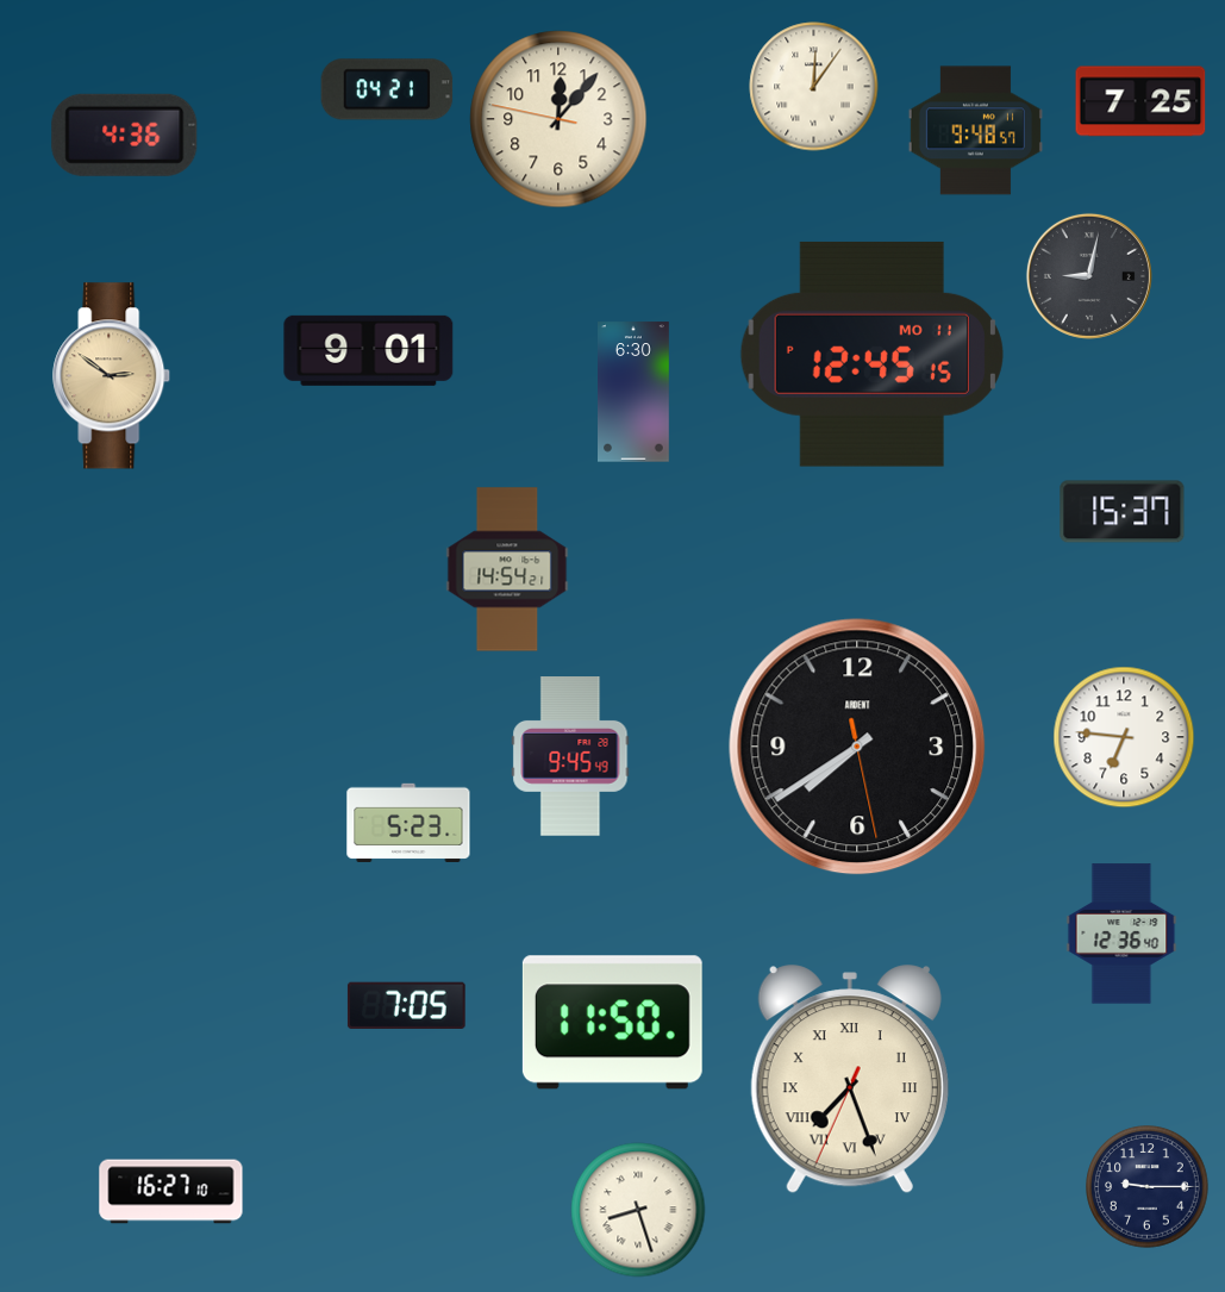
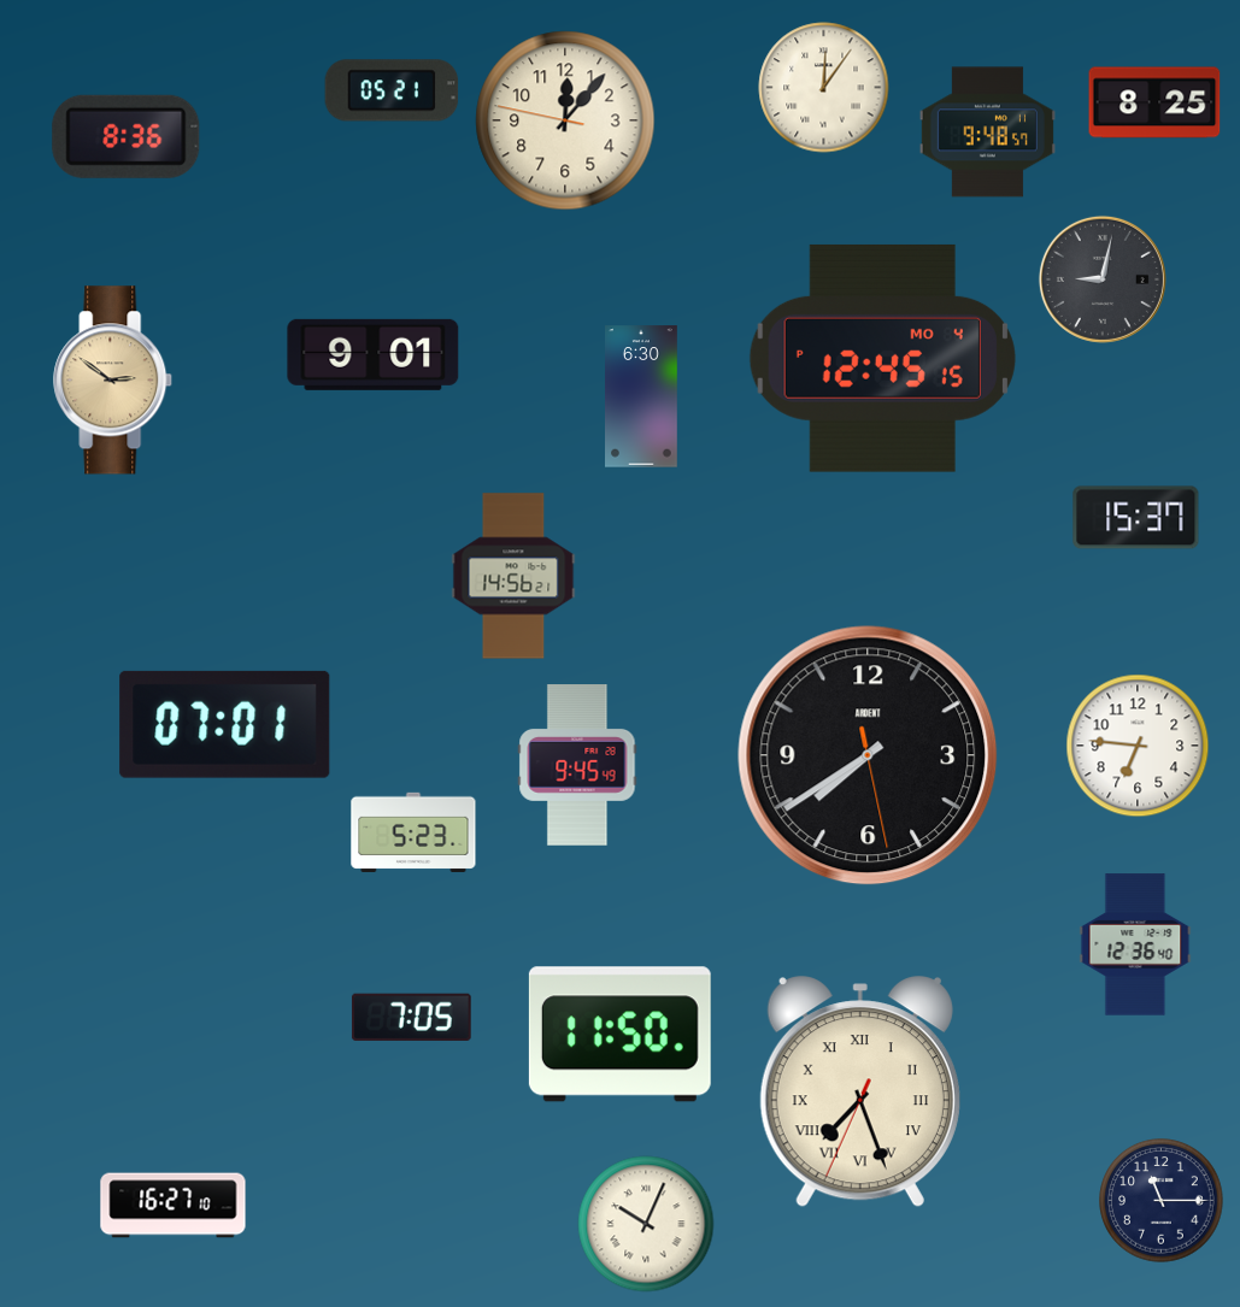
clock at (387, 89): 04:21 -> 05:21
clock at (1140, 101): 7:25 -> 8:25
clock at (125, 135): 4:36 -> 8:36
clock at (871, 354) date: MO 11 -> MO 4
clock at (507, 569): 14:54 -> 14:56
clock at (225, 724): none -> 07:01
clock at (1148, 1187): 9:15 -> 11:15
clock at (638, 1210): 8:27 -> 10:04
